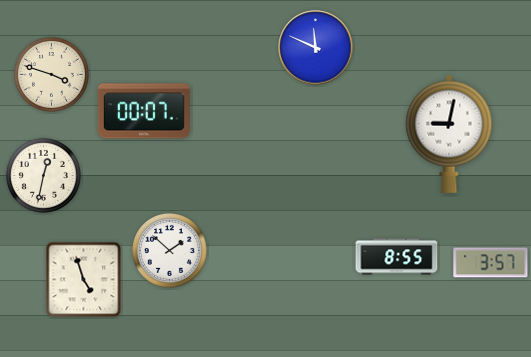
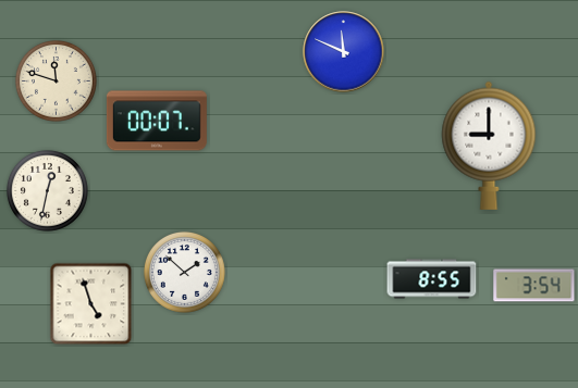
clock at (51, 74): 3:48 -> 11:48
clock at (449, 134): 9:02 -> 9:00
clock at (491, 263): 3:57 -> 3:54
